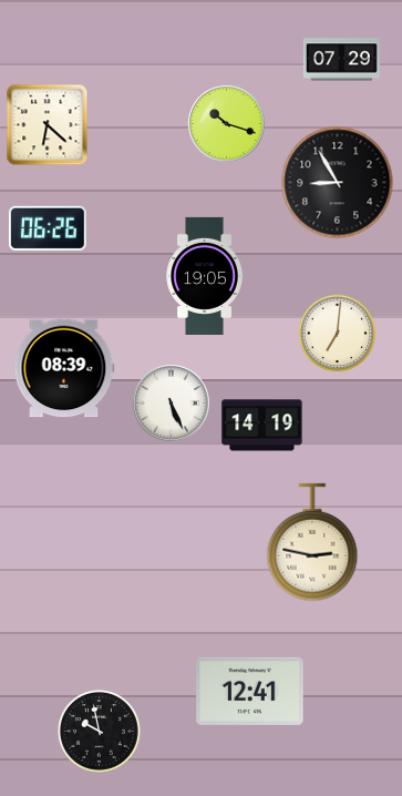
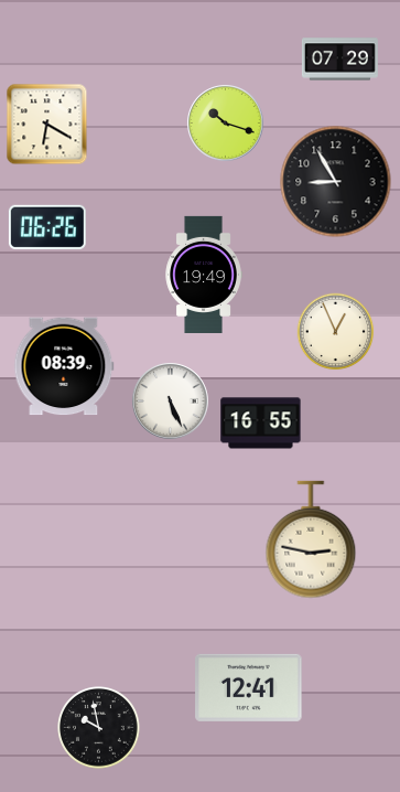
clock at (48, 125): 6:22 -> 6:20
clock at (205, 276): 19:05 -> 19:49
clock at (338, 334): 7:01 -> 12:56
clock at (262, 426): 14:19 -> 16:55
